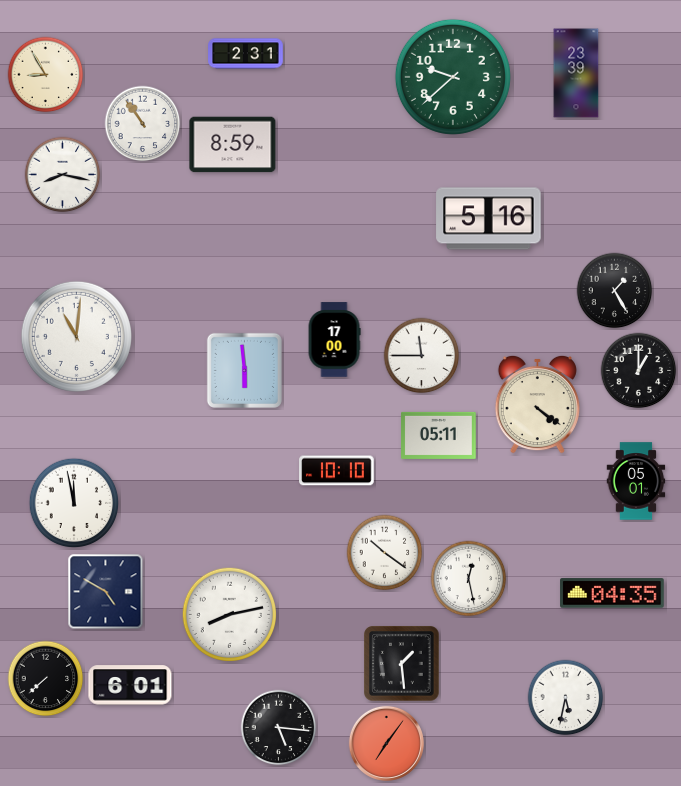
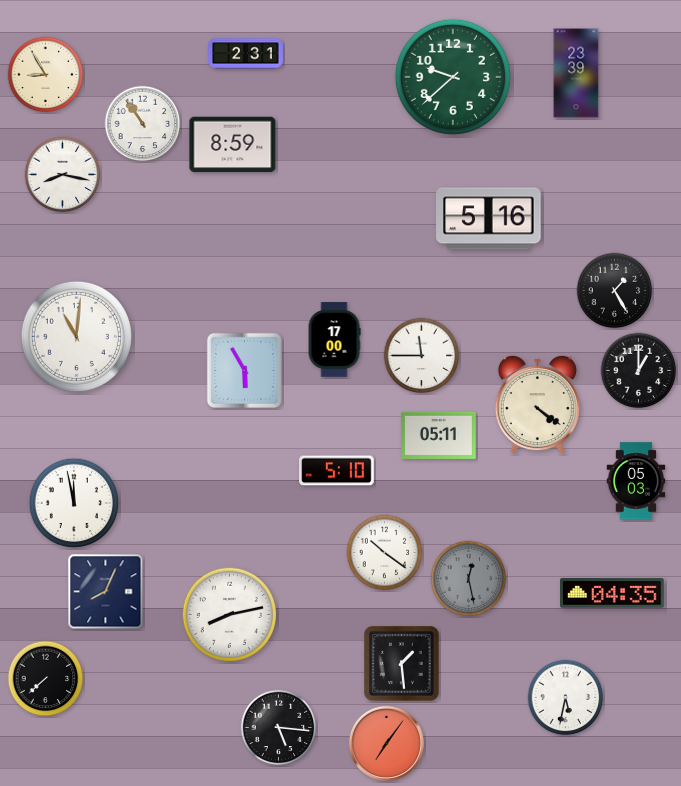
clock at (244, 370): 5:59 -> 5:55
clock at (337, 471): 10:10 -> 5:10
clock at (636, 481): 05:01 -> 05:03
clock at (469, 579) dial: white -> grey
clock at (106, 592): 4:50 -> 8:04
clock at (130, 685): 6:01 -> none
